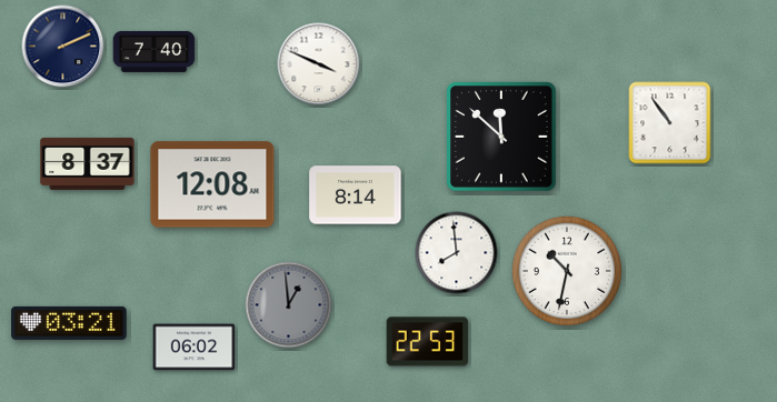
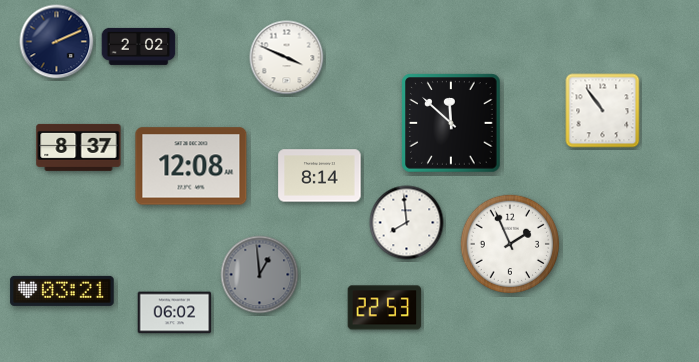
clock at (155, 51): 7:40 -> 2:02
clock at (457, 253) position: (457, 253) -> (407, 223)
clock at (567, 271): 10:32 -> 1:56
